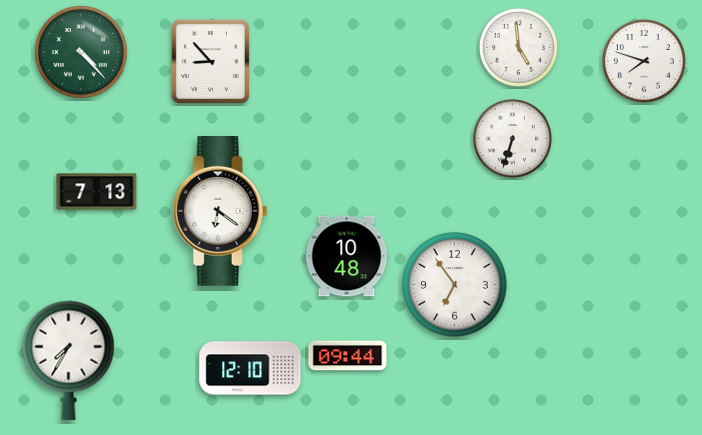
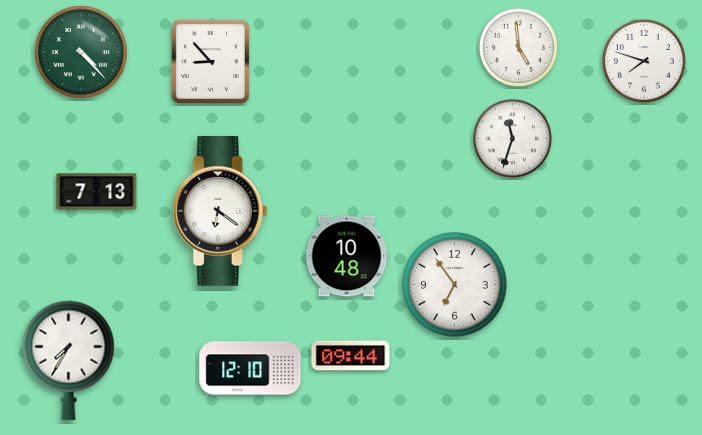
clock at (512, 138): 6:33 -> 11:33
clock at (348, 356) position: (348, 356) -> (351, 356)
